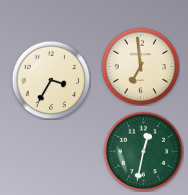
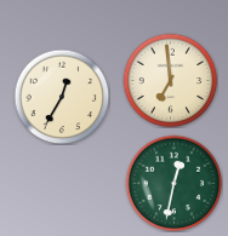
clock at (51, 80): 3:35 -> 12:35
